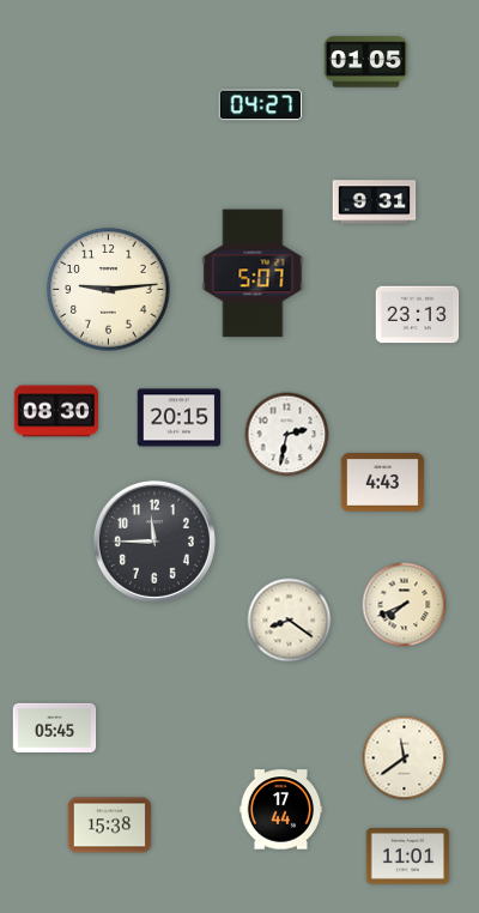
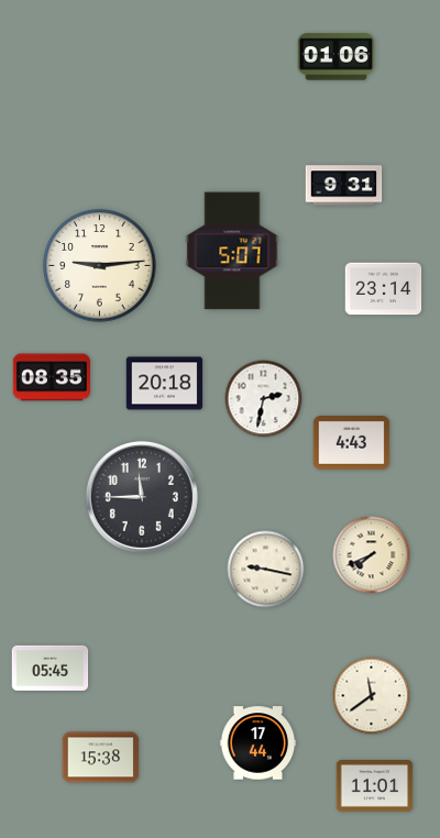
clock at (366, 62): 01:05 -> 01:06
clock at (261, 105): 04:27 -> none
clock at (418, 315): 23:13 -> 23:14
clock at (55, 411): 08:30 -> 08:35
clock at (180, 418): 20:15 -> 20:18
clock at (290, 621): 8:21 -> 9:17
